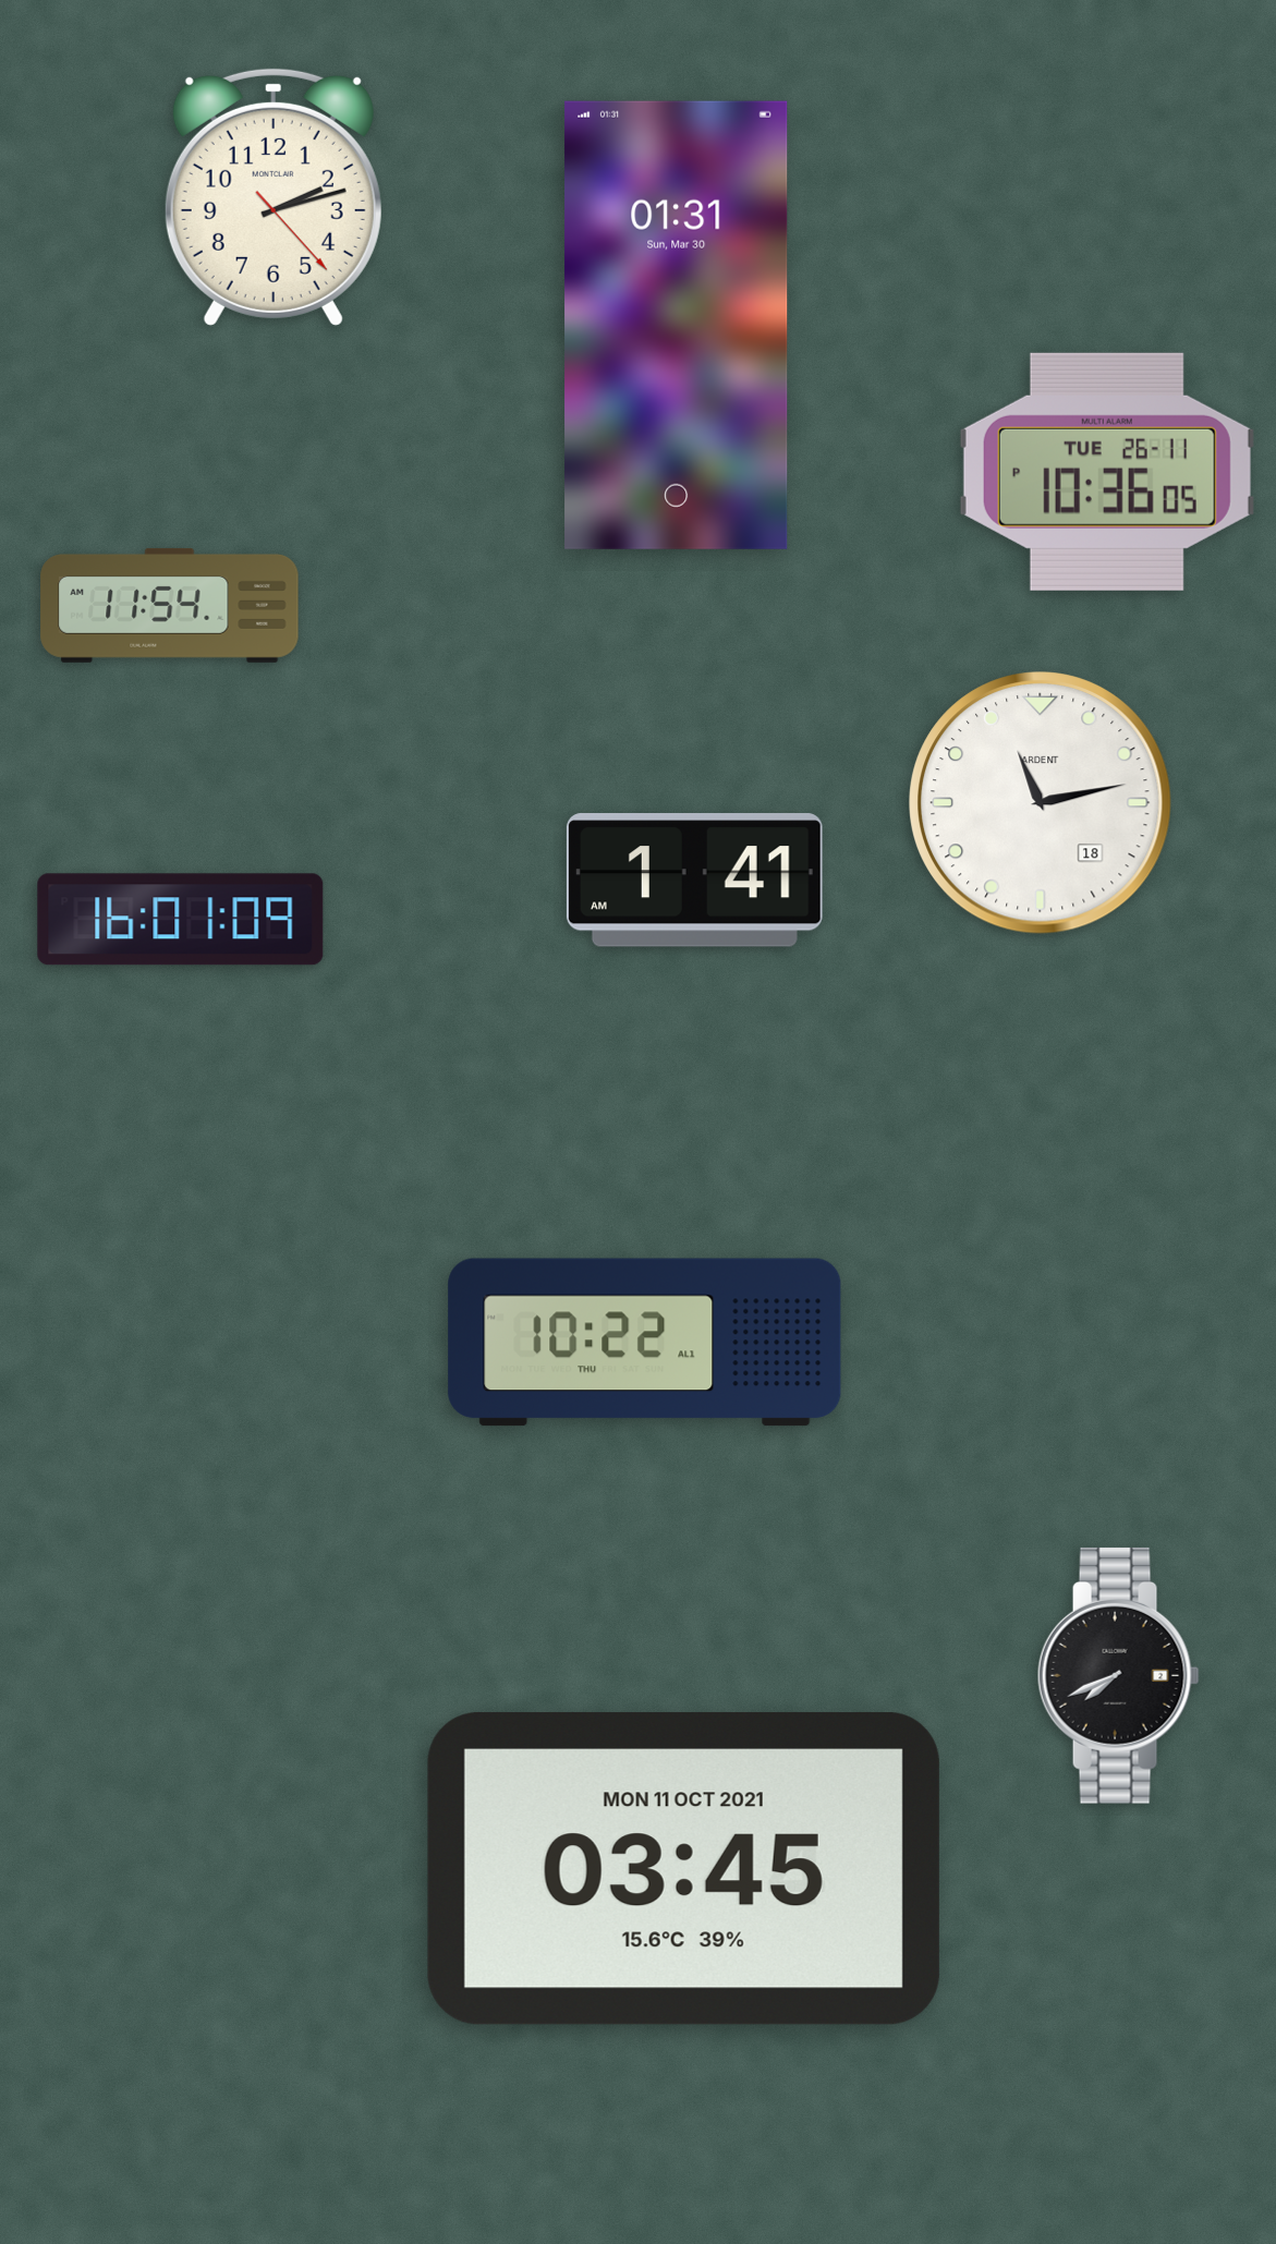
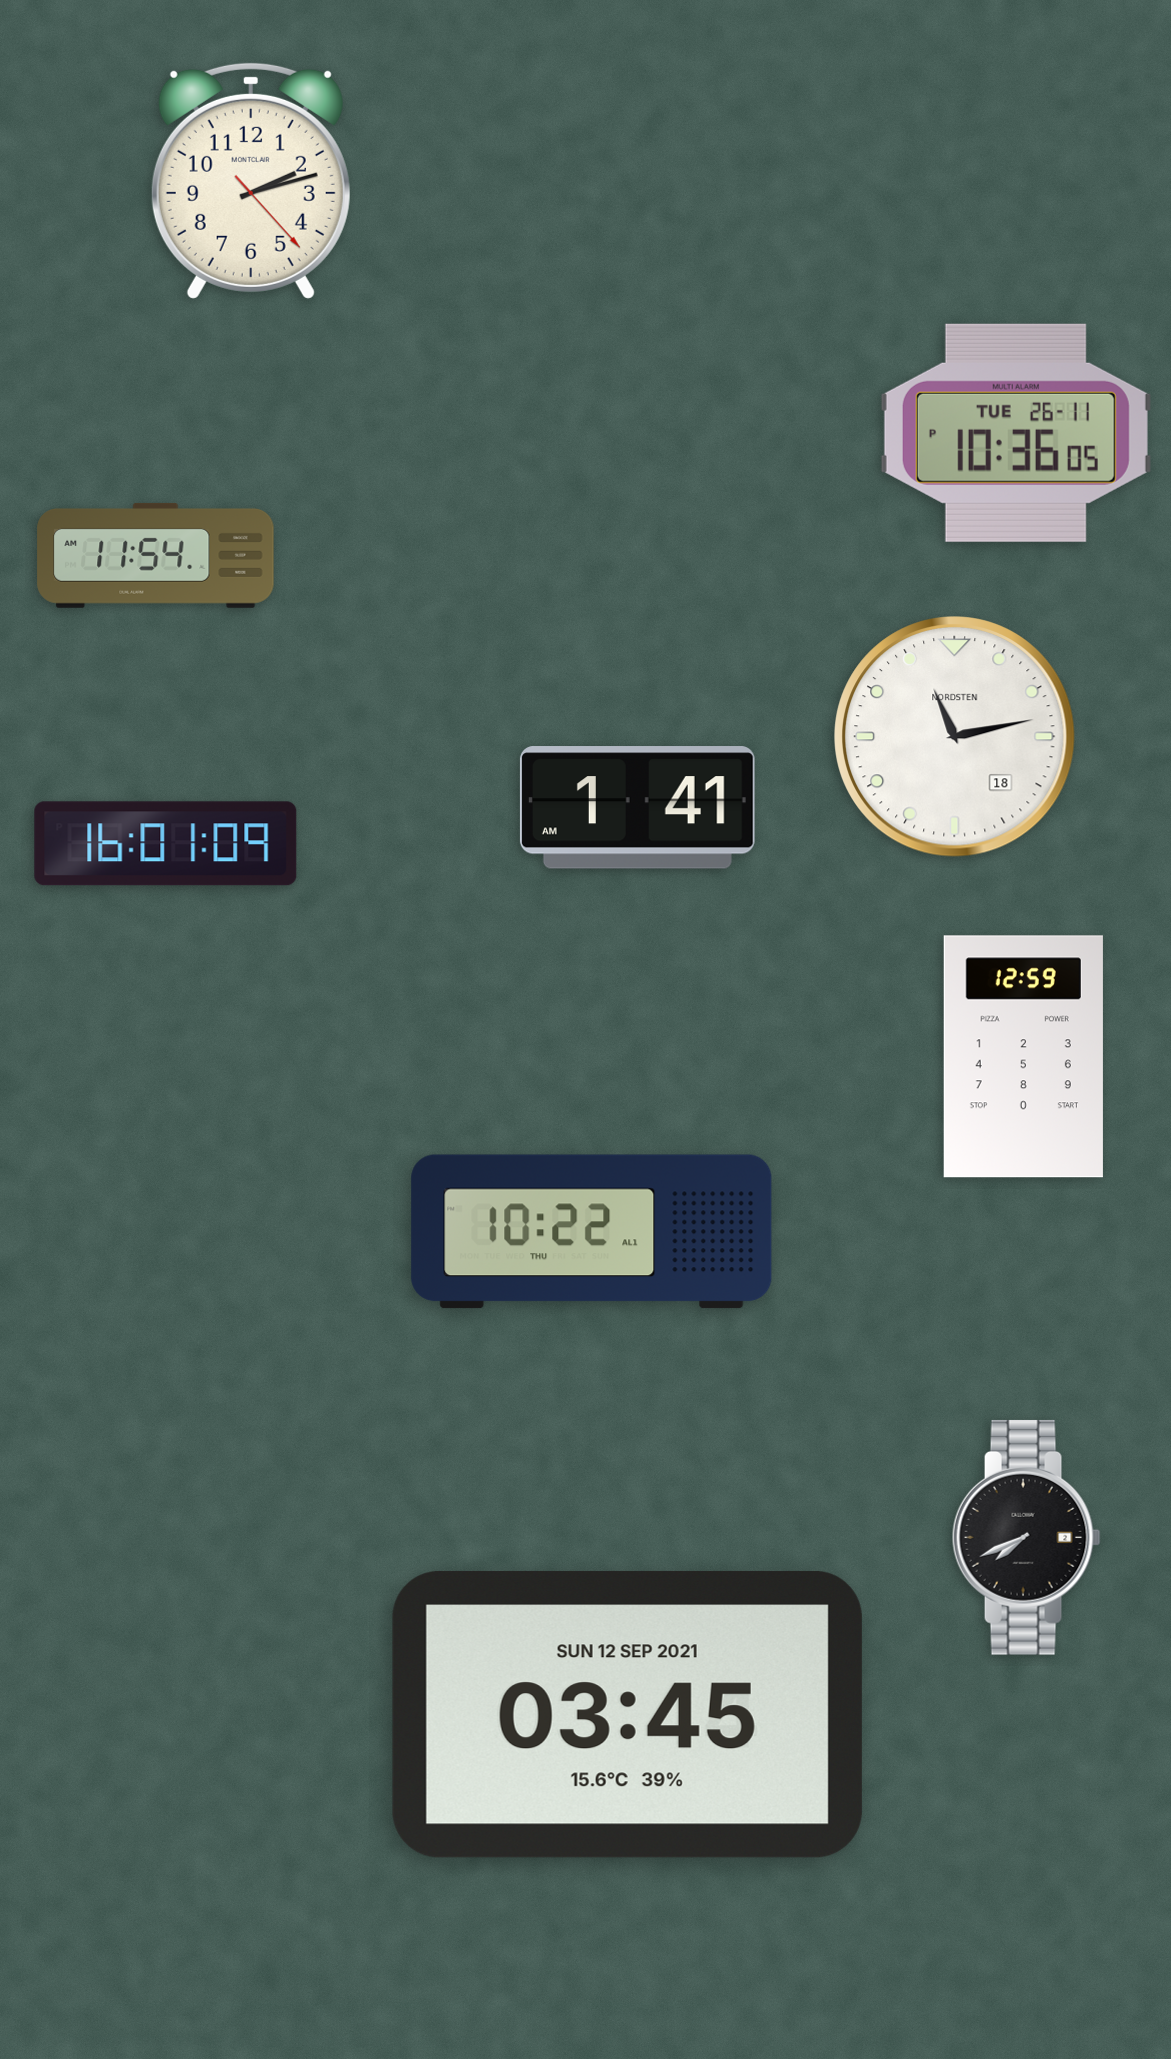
clock at (677, 325): 01:31 -> none
clock at (1041, 803) brand: ARDENT -> NORDSTEN
clock at (1023, 1057): none -> 12:59
clock at (683, 1868) date: MON 11 OCT 2021 -> SUN 12 SEP 2021
